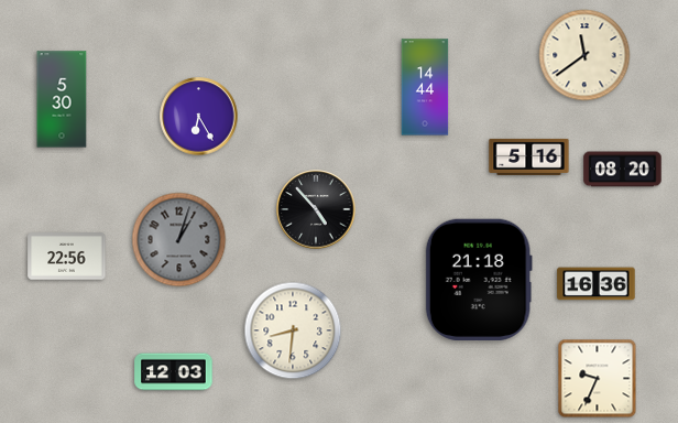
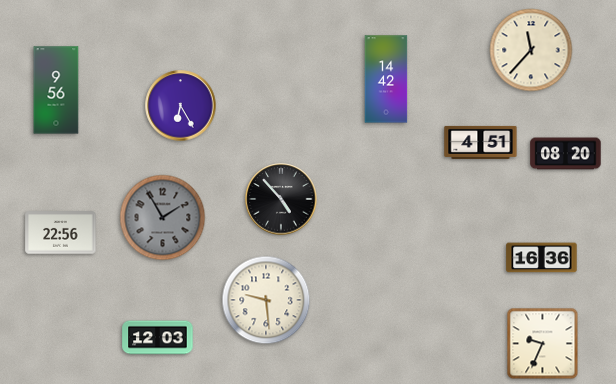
clock at (584, 55): 11:39 -> 11:37
clock at (425, 87): 14:44 -> 14:42
clock at (62, 99): 5:30 -> 9:56
clock at (529, 156): 5:16 -> 4:51
clock at (316, 209) position: (316, 209) -> (281, 199)
clock at (179, 240): 1:03 -> 1:55
clock at (479, 279): 21:18 -> none
clock at (293, 330): 8:31 -> 9:29
